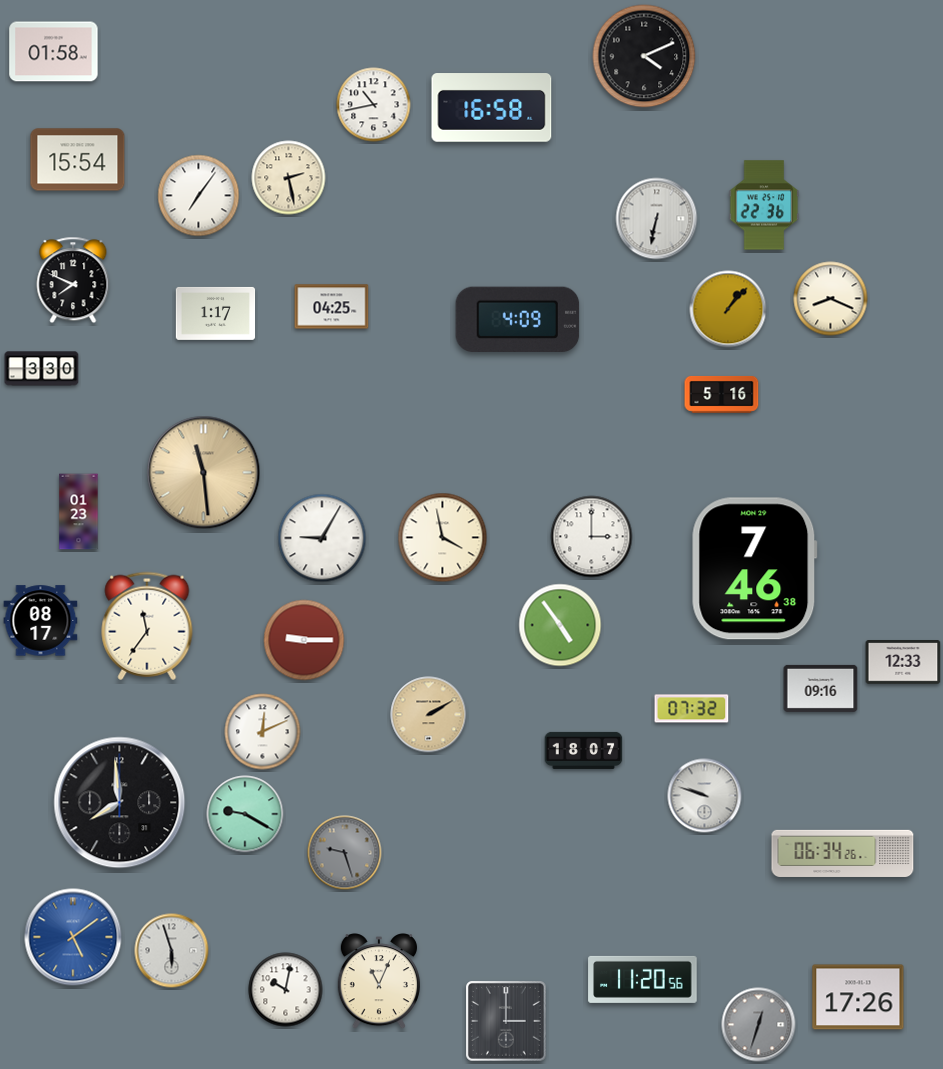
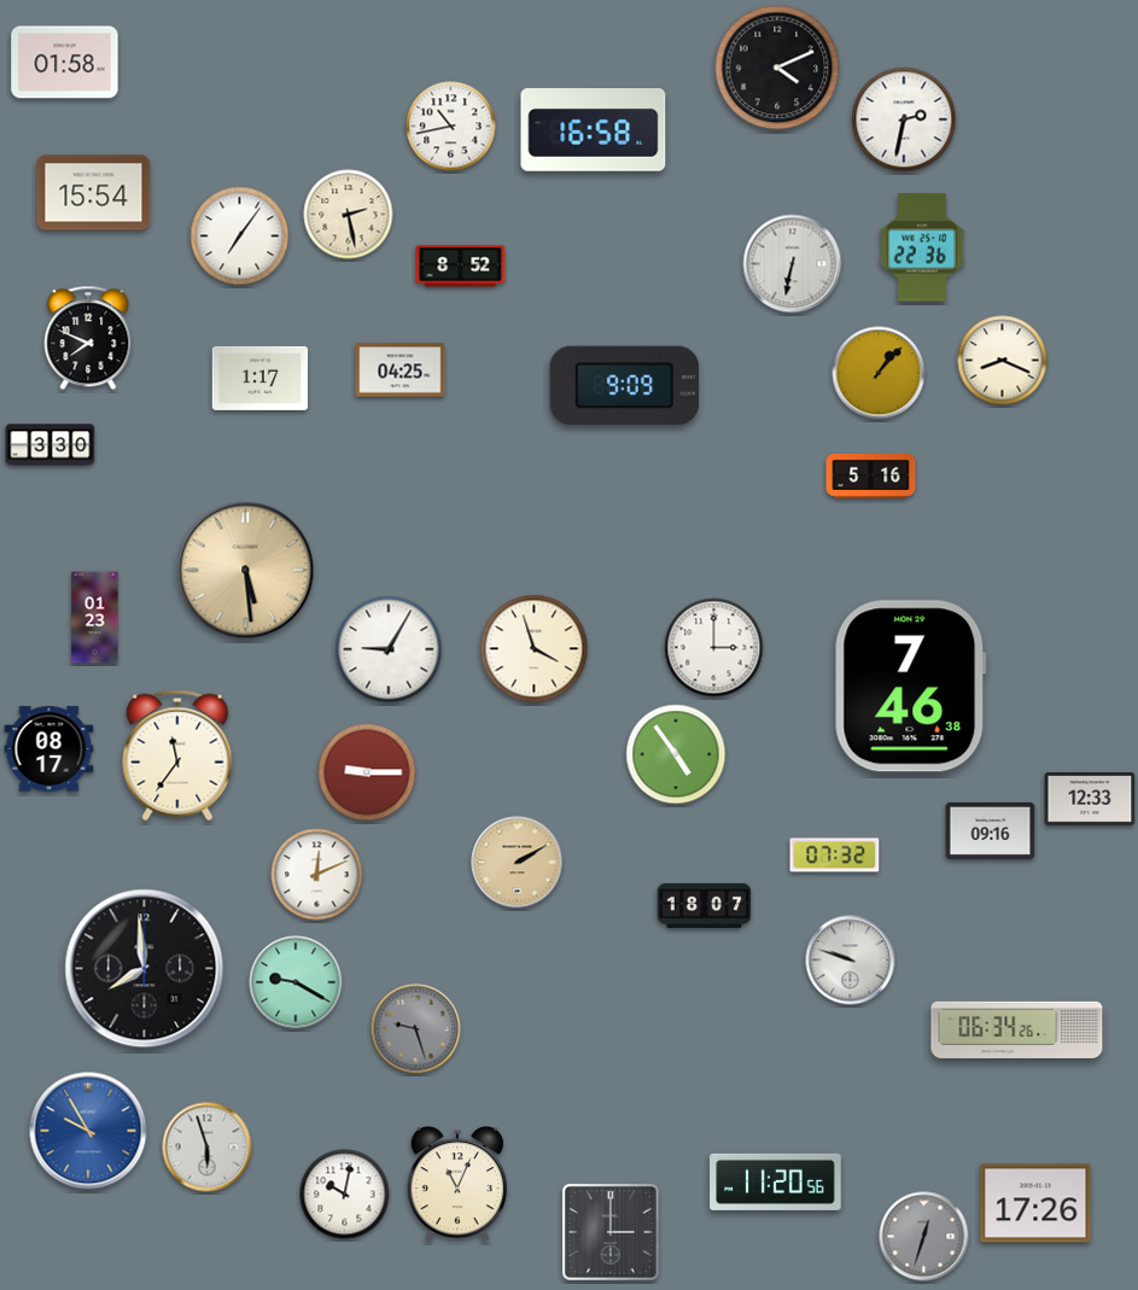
clock at (904, 119): none -> 2:32
clock at (461, 267): none -> 8:52
clock at (518, 320): 4:09 -> 9:09
clock at (204, 473): 11:29 -> 5:29
clock at (443, 538): 3:58 -> 3:57
clock at (263, 732) position: (263, 732) -> (317, 875)
clock at (73, 937): 5:09 -> 9:55
clock at (759, 1025) position: (759, 1025) -> (924, 1237)
